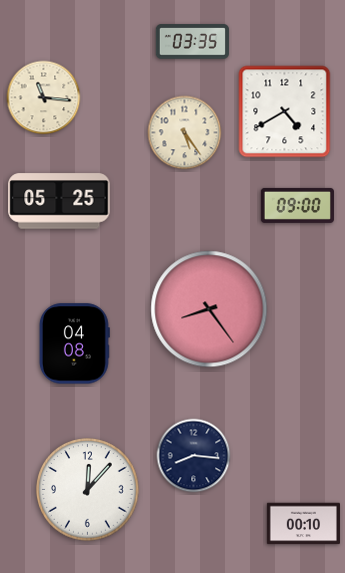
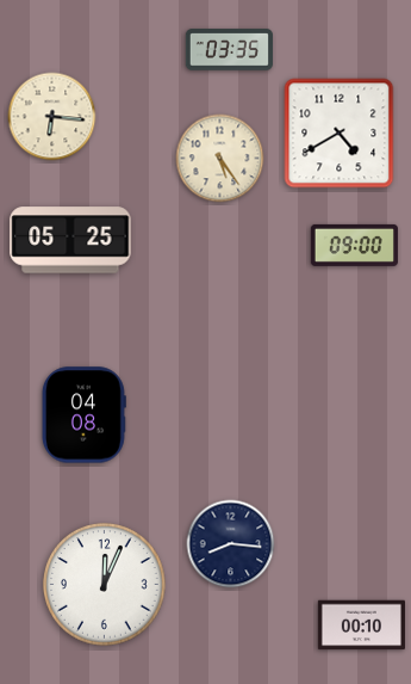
clock at (44, 98): 11:16 -> 6:16
clock at (209, 309): 8:24 -> none
clock at (74, 344) position: (74, 344) -> (83, 415)
clock at (88, 490): 12:07 -> 12:04
